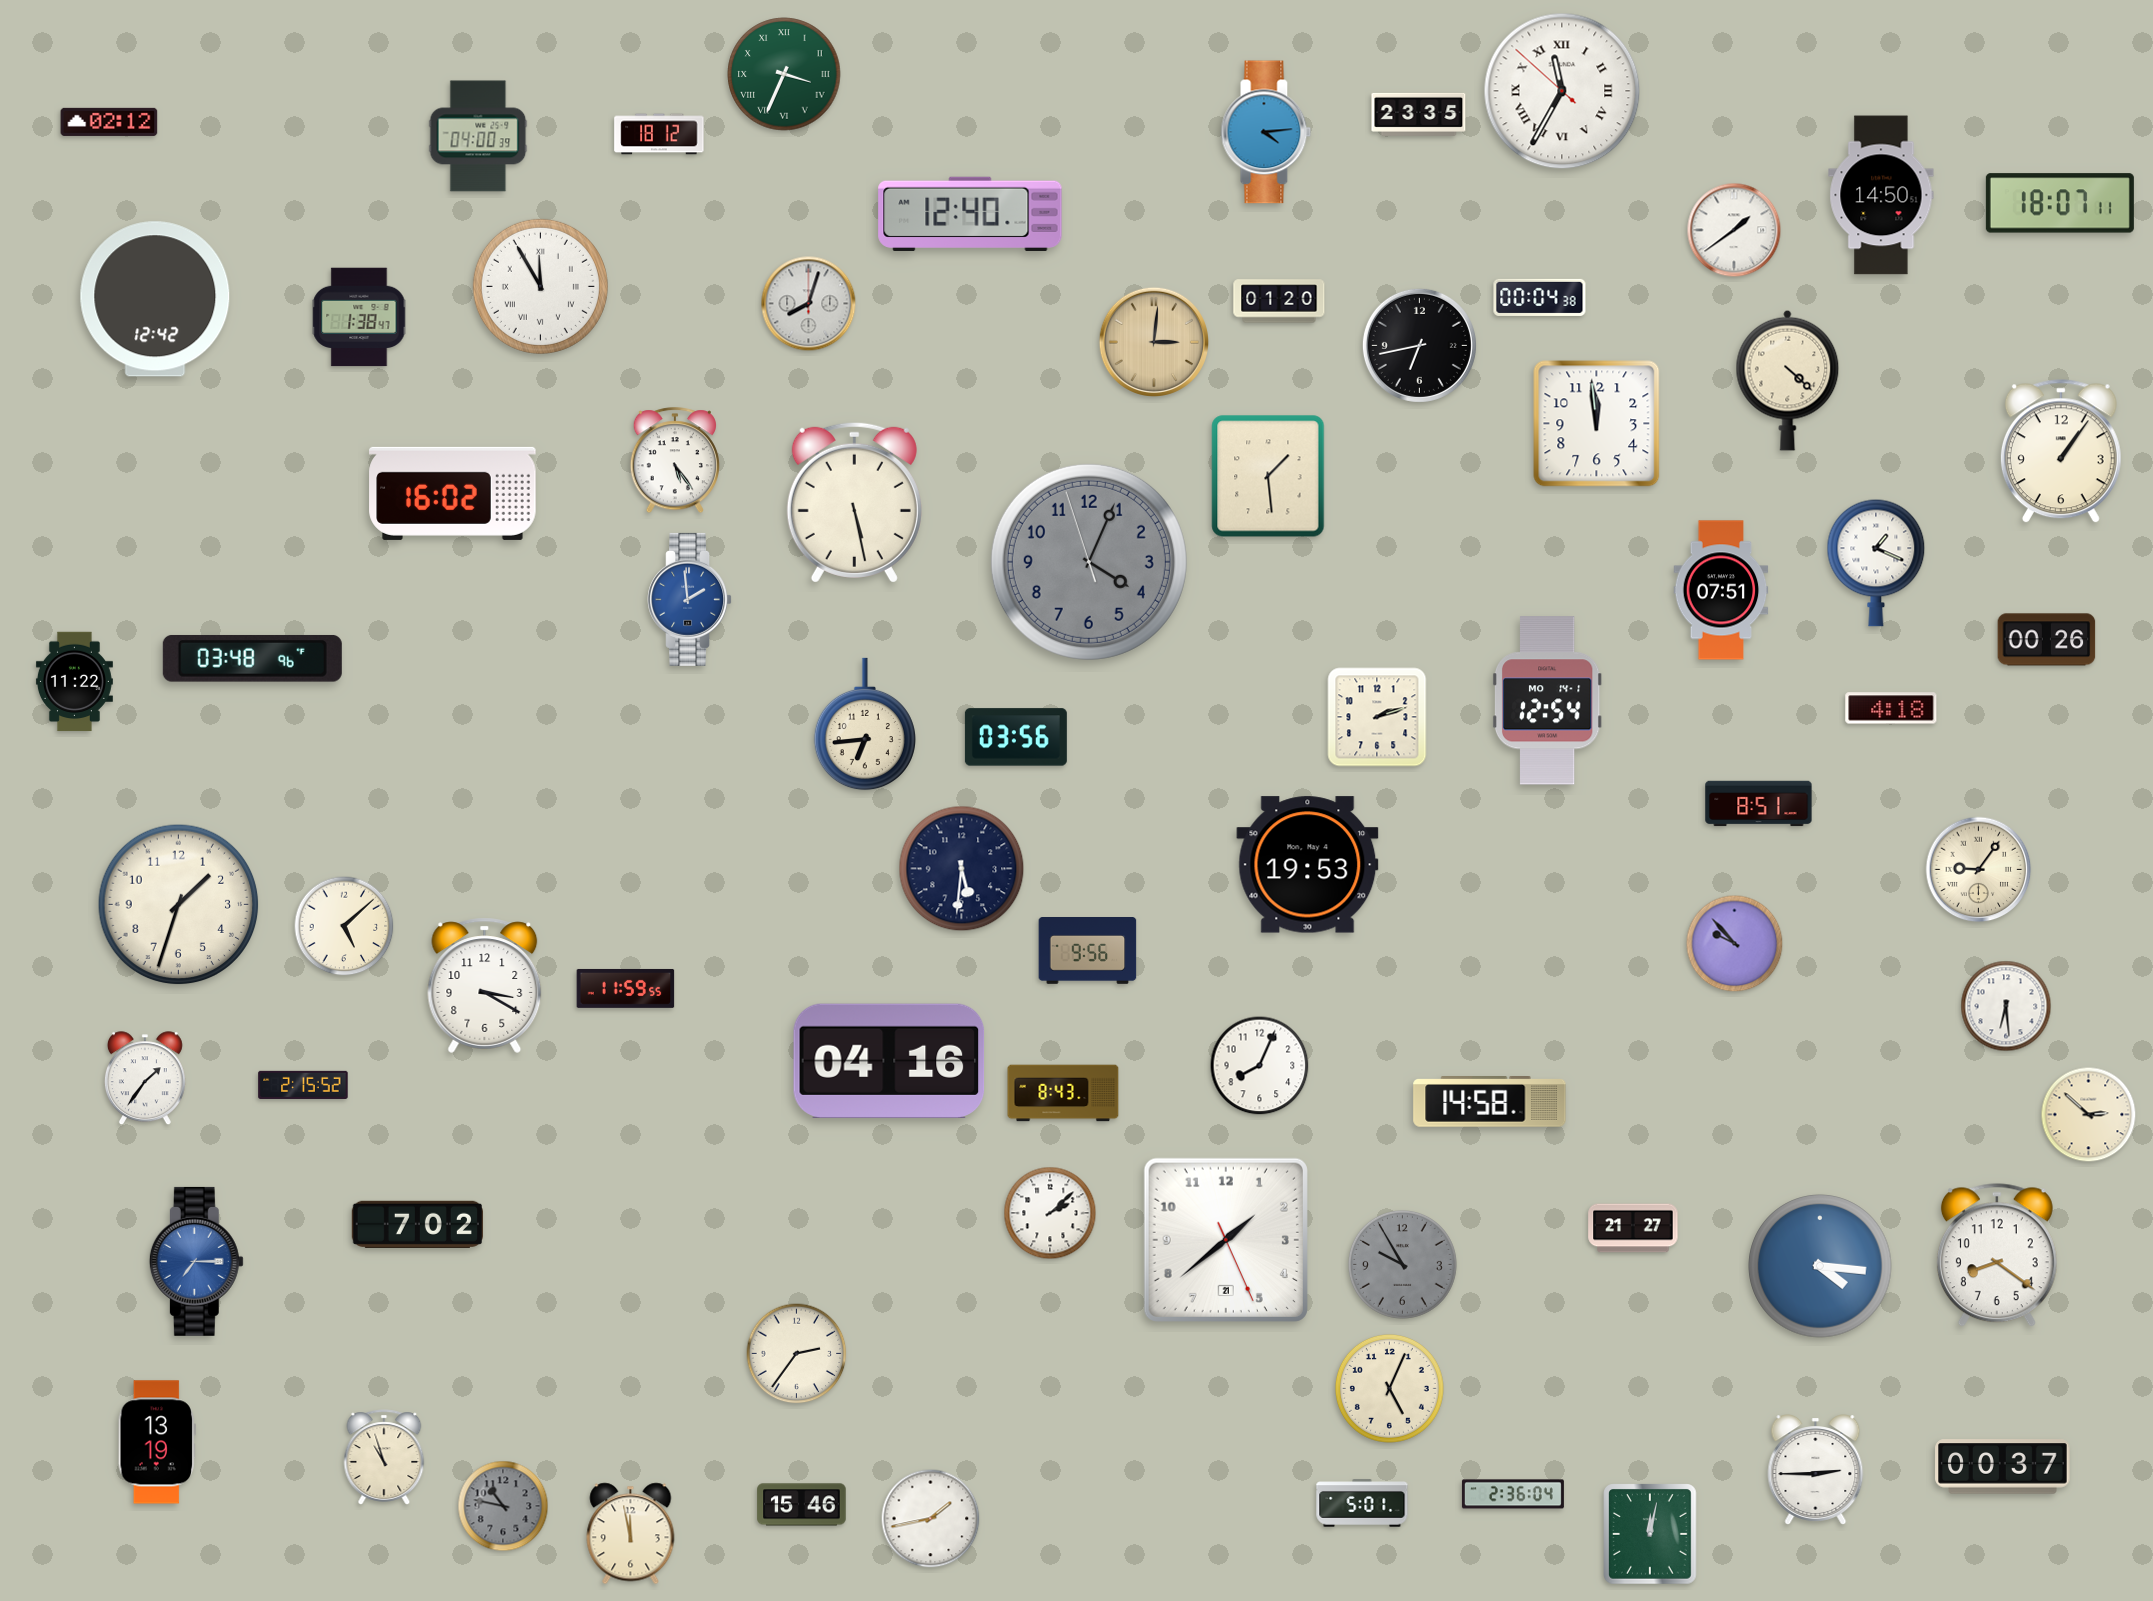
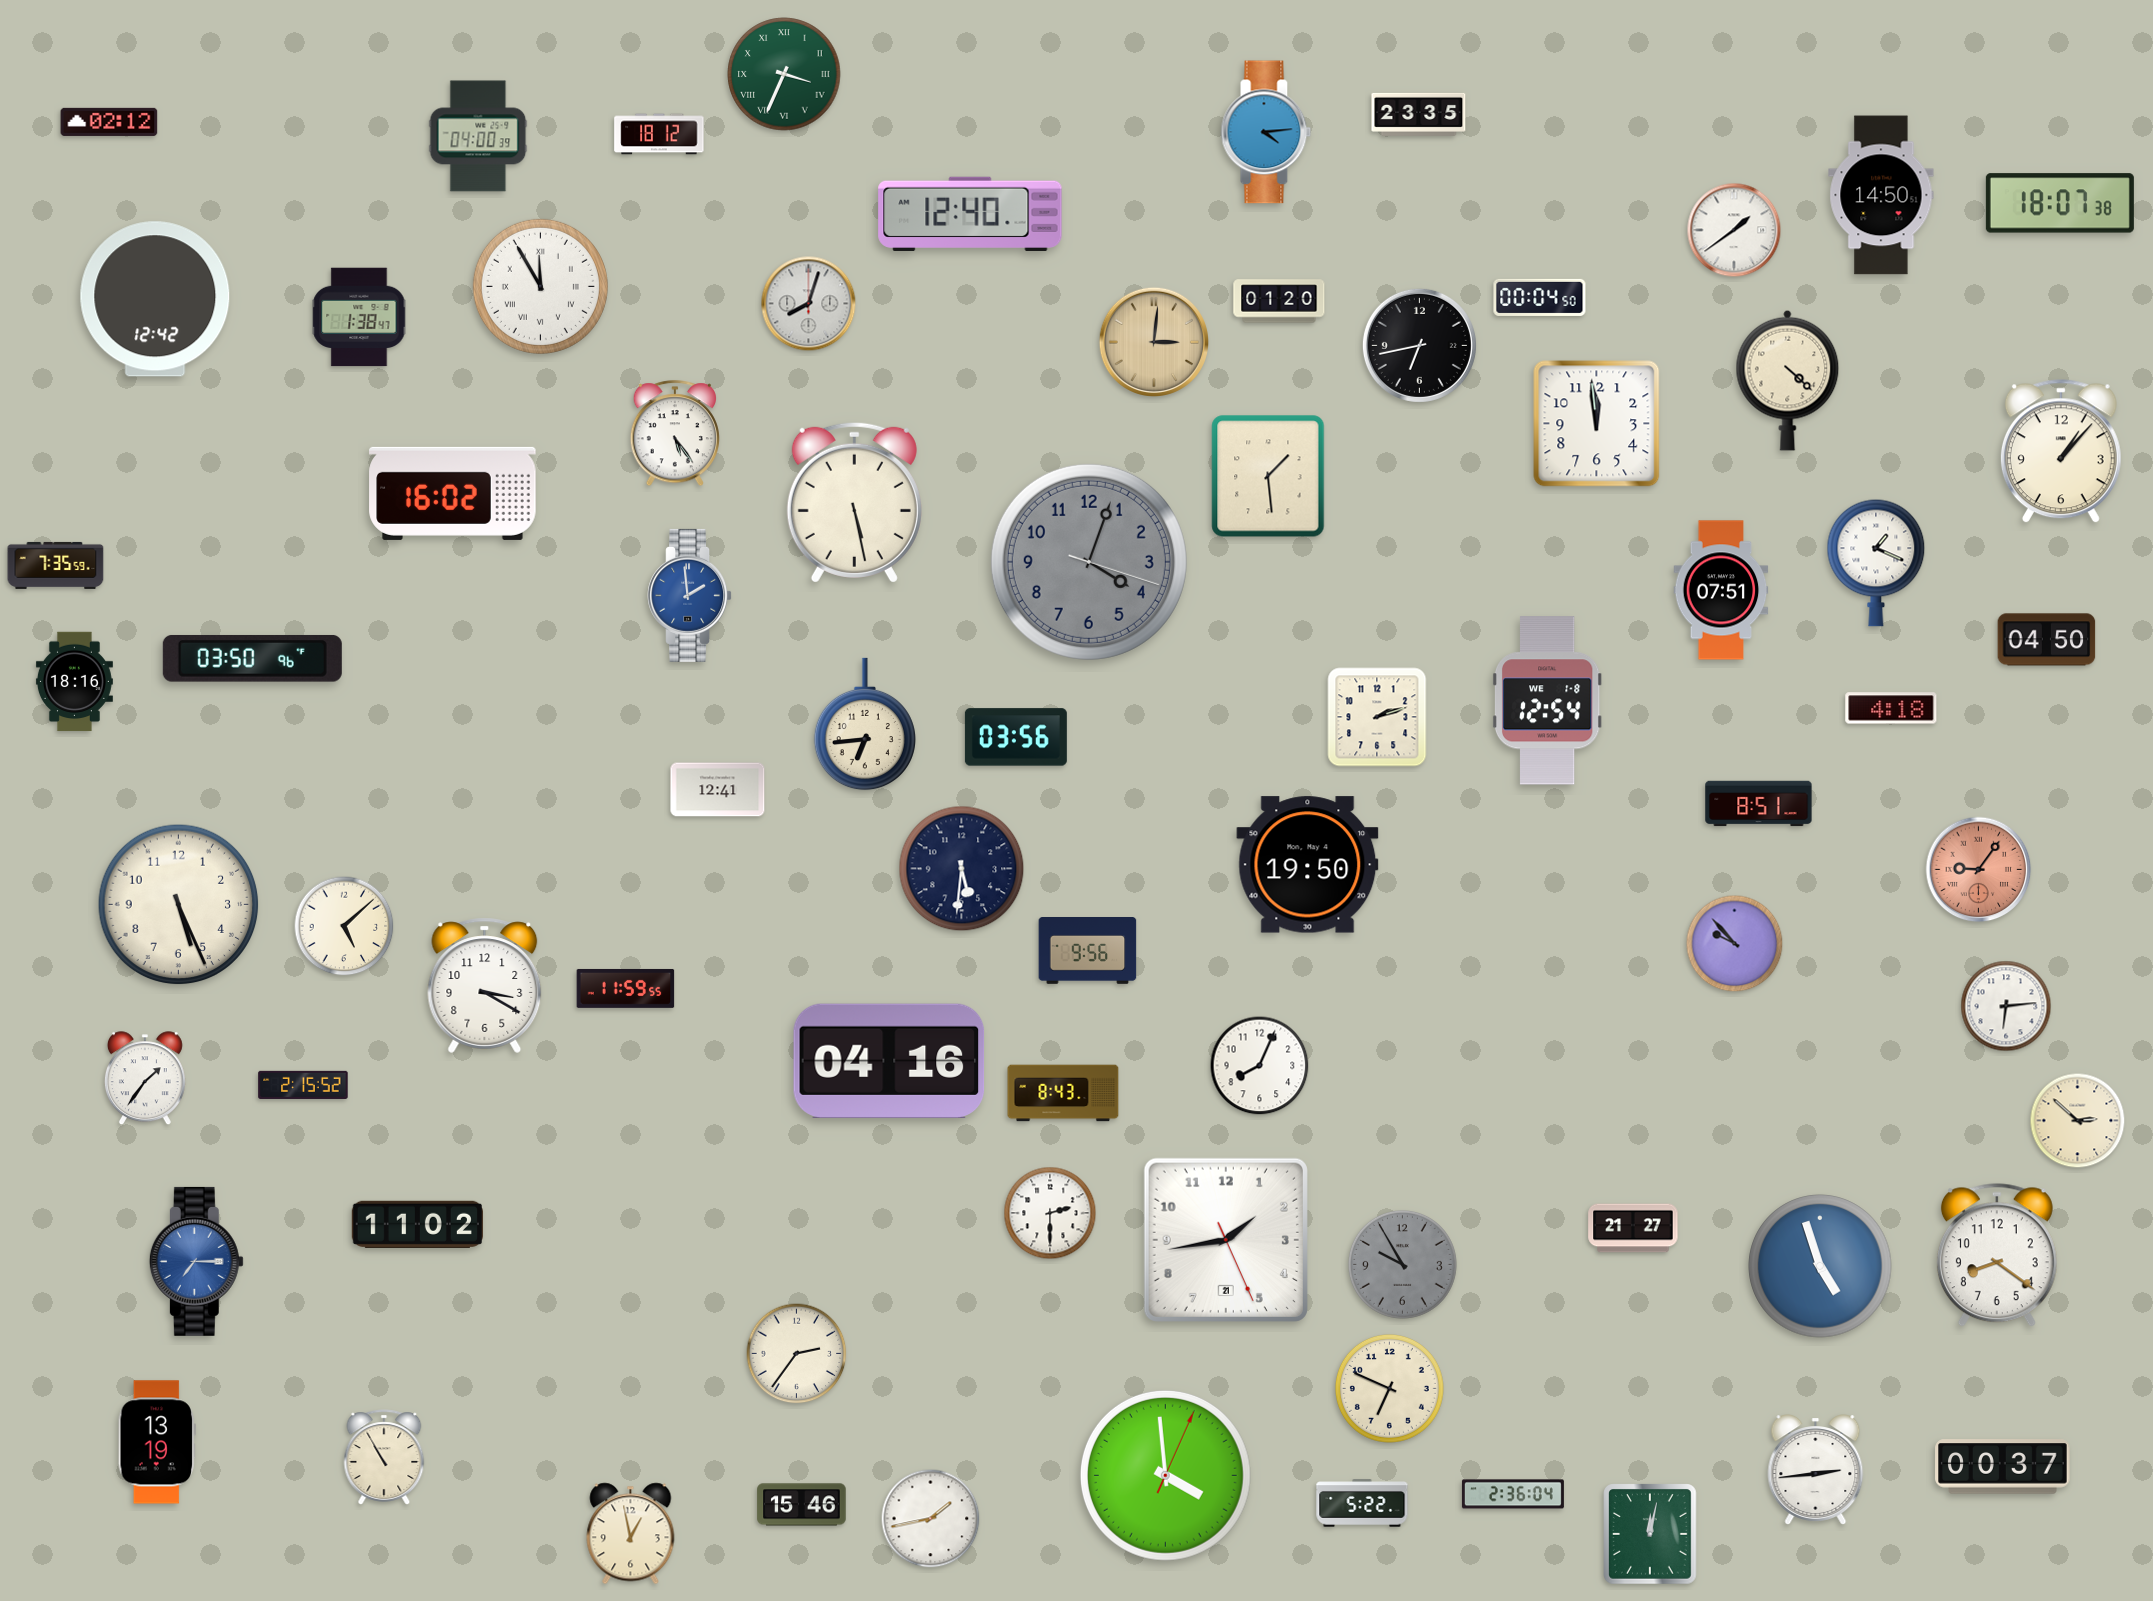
clock at (1562, 91): 11:34 -> none
clock at (2060, 203): 18:07:11 -> 18:07:38
clock at (1540, 297): 00:04:38 -> 00:04:50
clock at (2061, 452): 1:06 -> 1:07
clock at (675, 461) position: (675, 461) -> (675, 434)
clock at (1089, 562): 4:03:57 -> 4:03:18
clock at (56, 565): none -> 7:35
clock at (690, 599) position: (690, 599) -> (690, 595)
clock at (2047, 640): 00:26 -> 04:50
clock at (252, 659): 03:48 -> 03:50
clock at (74, 682): 11:22 -> 18:16
clock at (1547, 701) date: MO 14-1 -> WE 1-8
clock at (718, 790): none -> 12:41
clock at (1308, 865): 19:53 -> 19:50
clock at (1979, 870) dial: cream -> salmon
clock at (179, 905): 1:33 -> 5:26
clock at (2006, 1006): 6:29 -> 6:14
clock at (1490, 1102): 14:58 -> none
clock at (2089, 1115) position: (2089, 1115) -> (2078, 1121)
clock at (1050, 1213): 2:08 -> 2:30
clock at (417, 1224): 7:02 -> 11:02
clock at (1226, 1240): 1:38 -> 1:43
clock at (1820, 1266): 4:16 -> 4:57
clock at (1389, 1388): 5:04 -> 6:49
clock at (384, 1457): 10:57 -> 10:55
clock at (1816, 1470): 2:45 -> 2:44
clock at (1165, 1475): none -> 3:59
clock at (1362, 1503): 5:01 -> 5:22
clock at (503, 1506): 10:47 -> none
clock at (631, 1534): 11:58 -> 12:58
